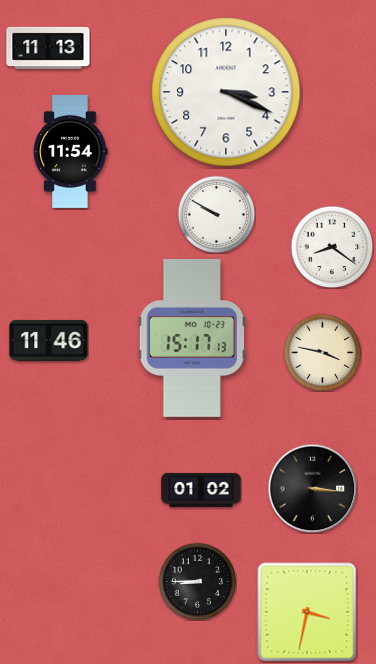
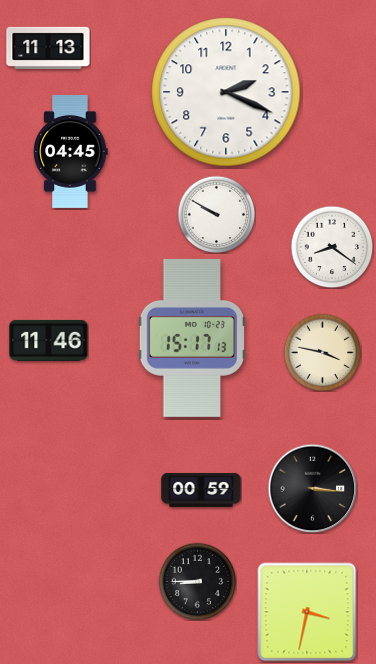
clock at (226, 92): 3:19 -> 2:19
clock at (71, 151): 11:54 -> 04:45
clock at (201, 490): 01:02 -> 00:59
